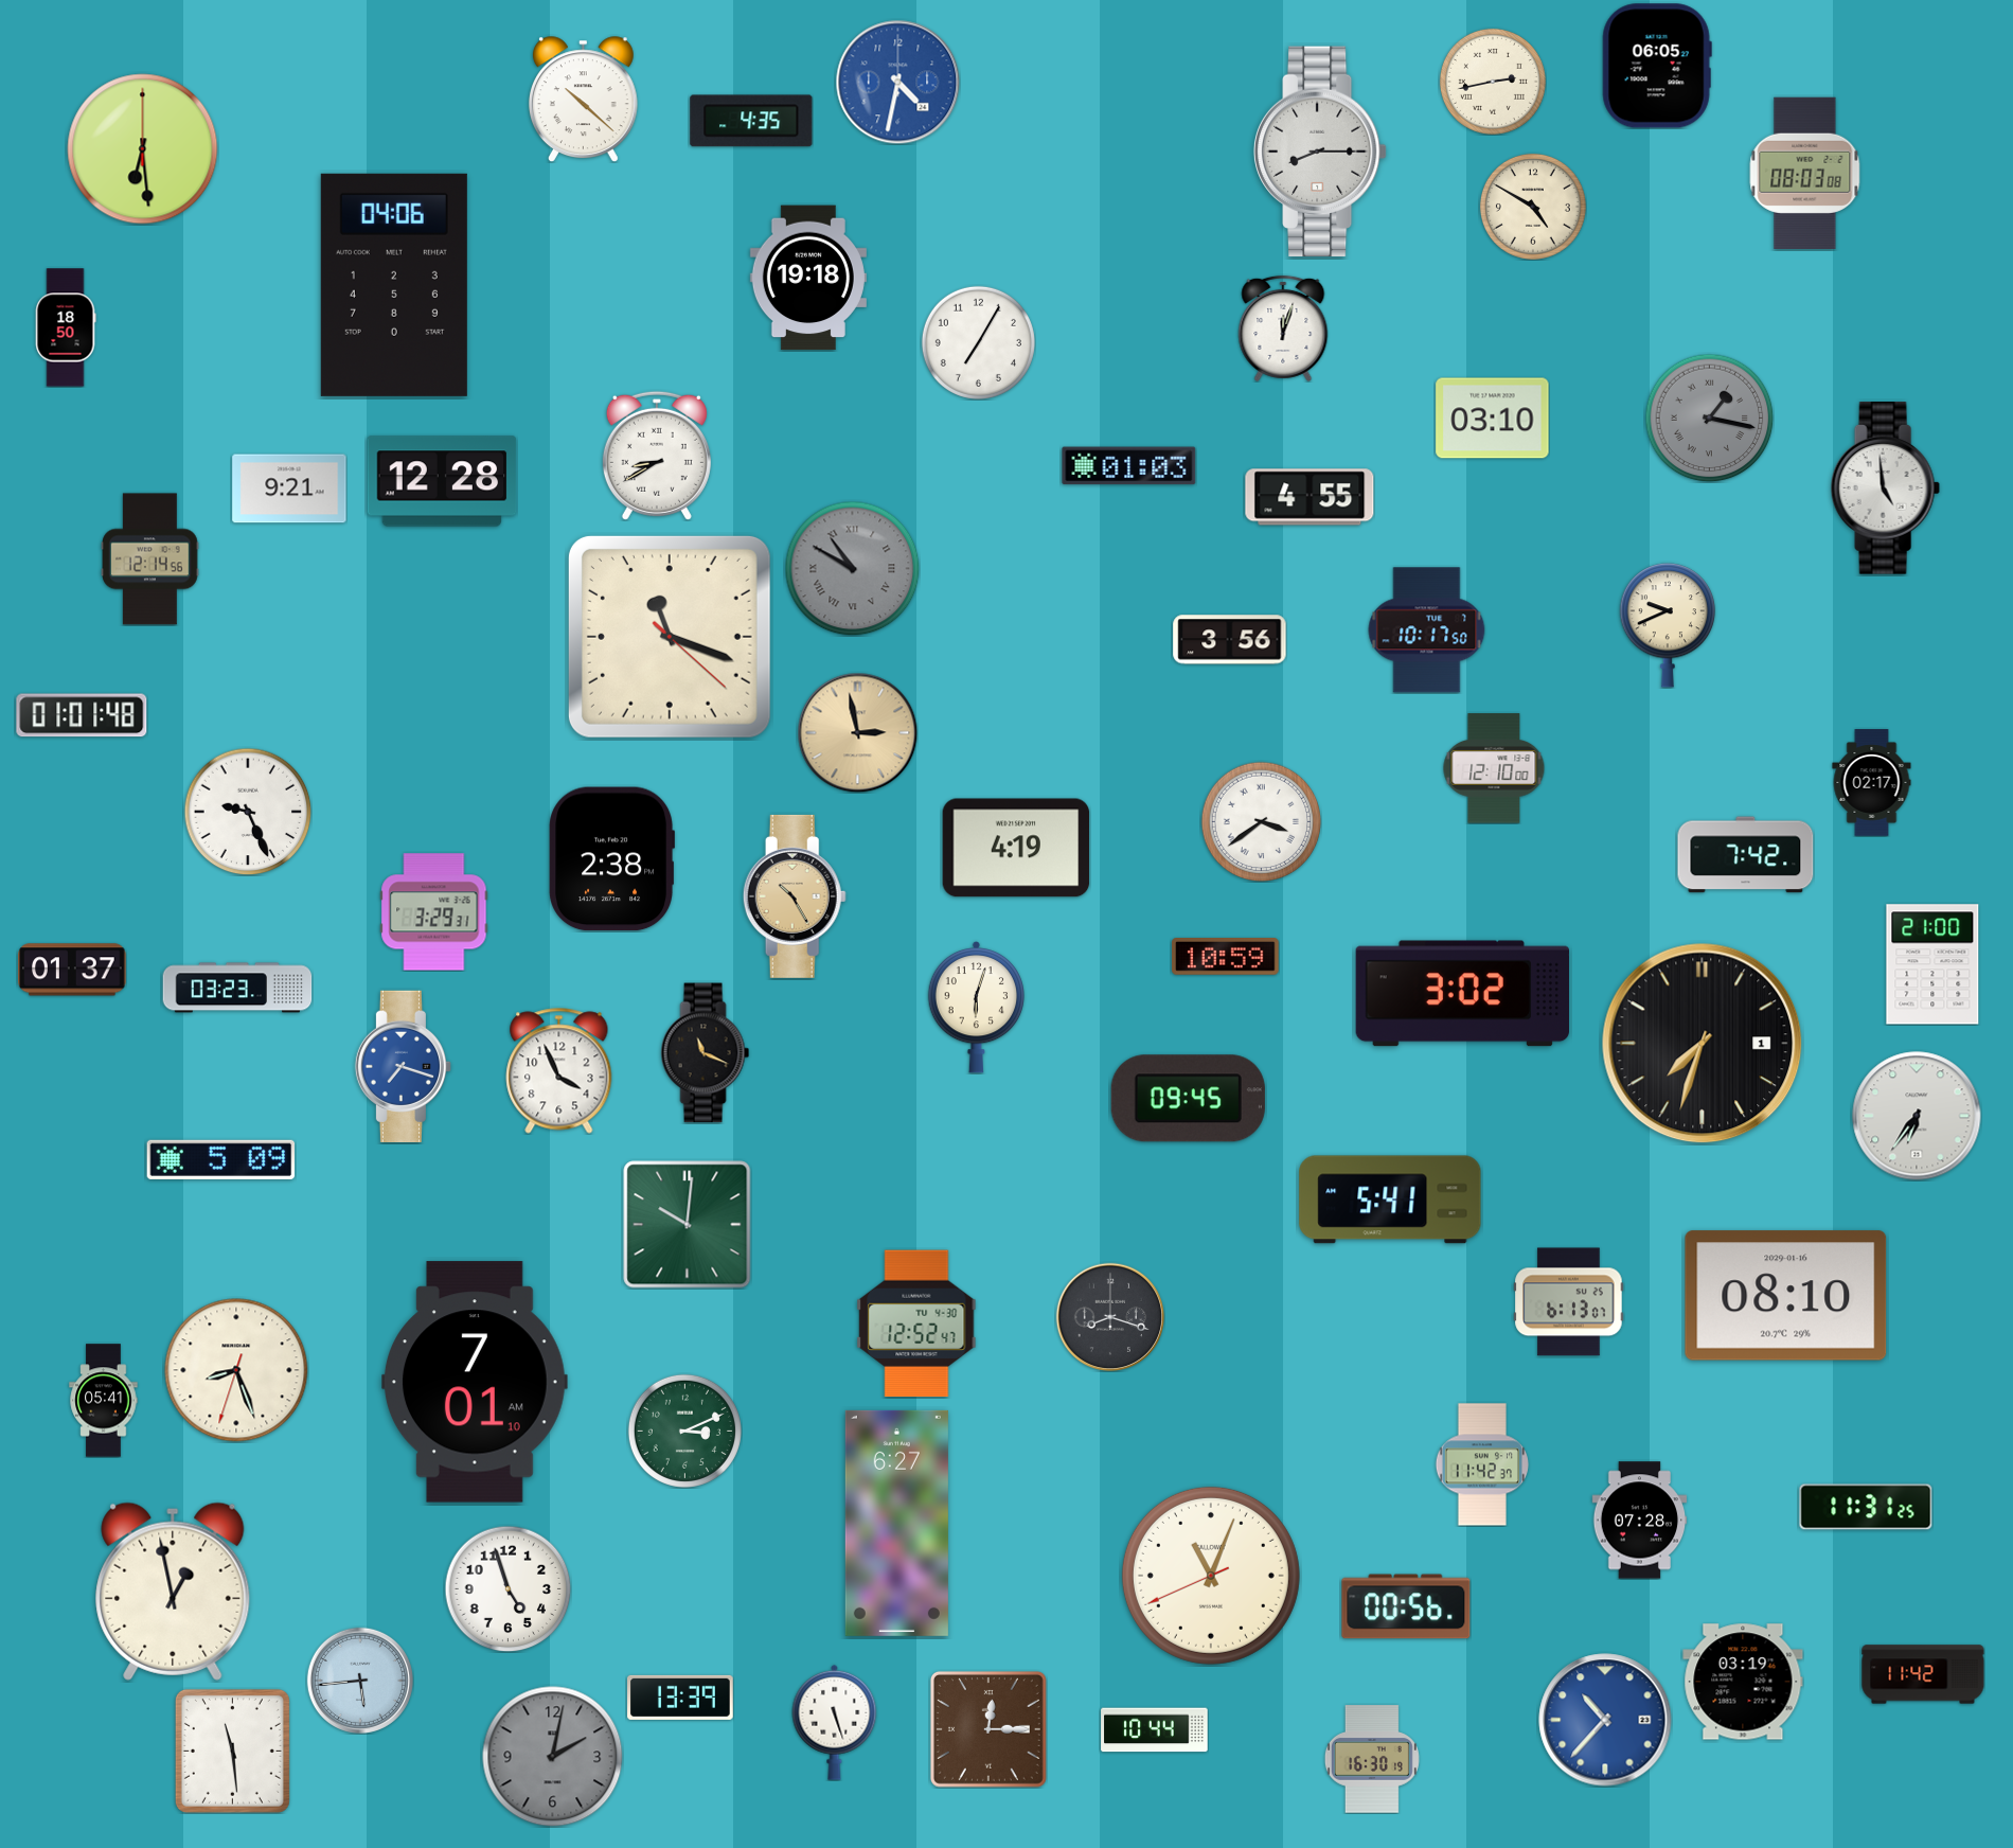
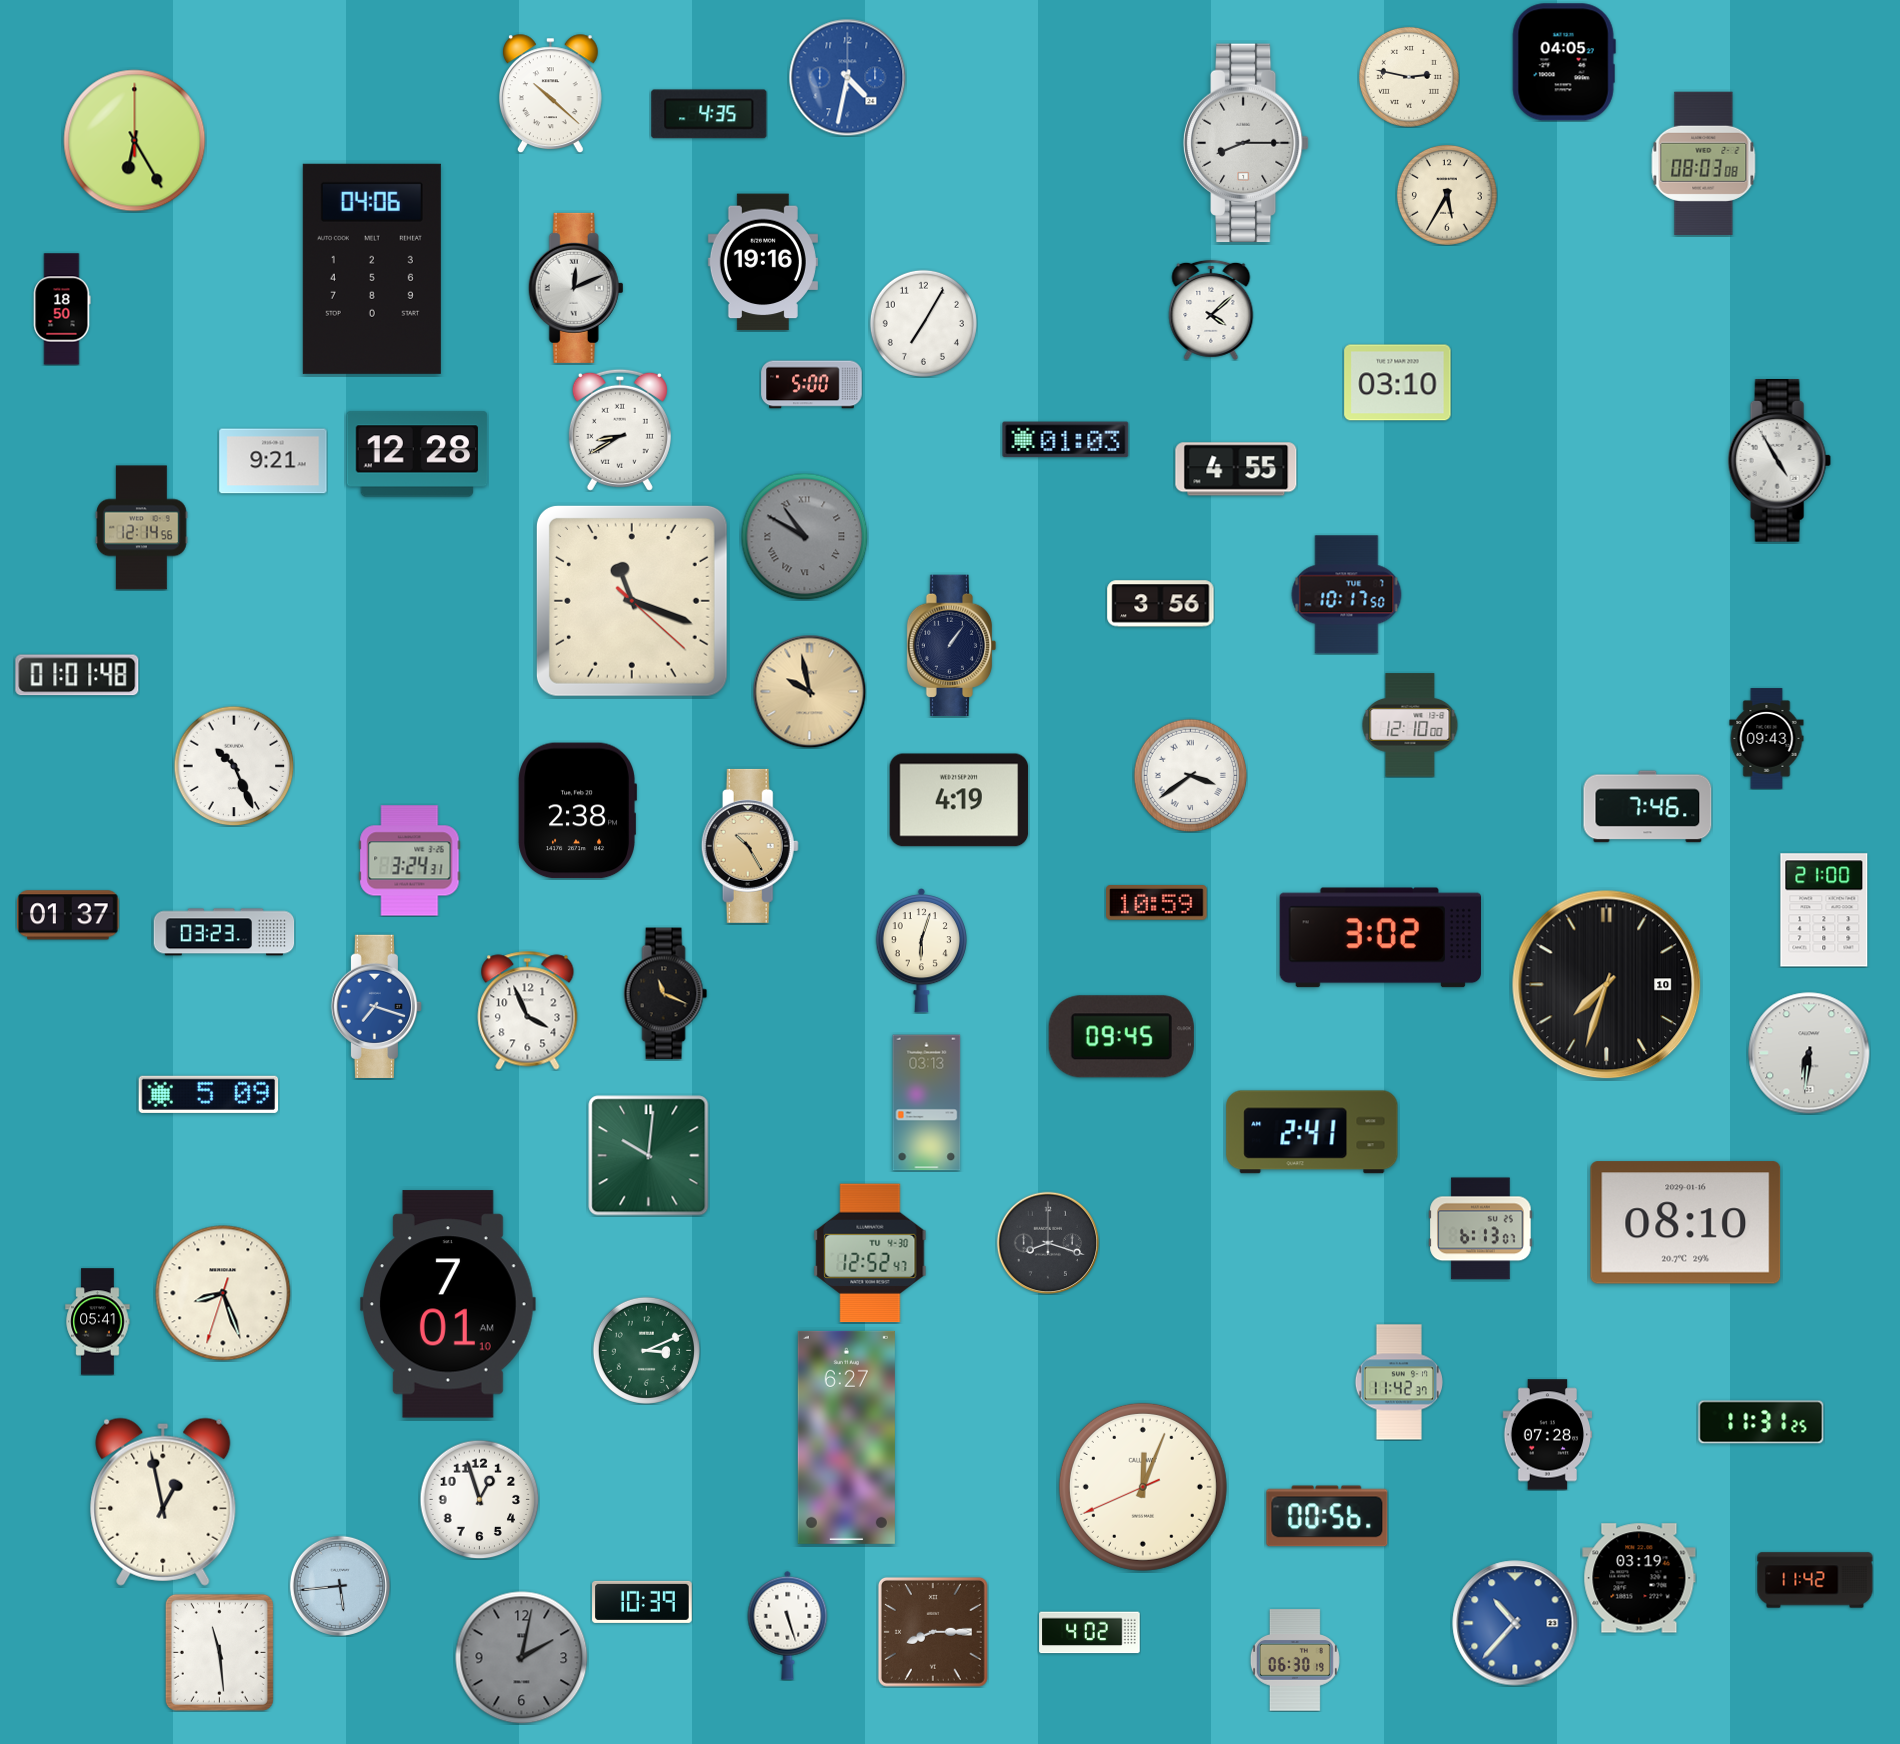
clock at (1657, 66): 06:05 -> 04:05
clock at (1493, 82): 2:43 -> 2:47
clock at (143, 149): 6:29 -> 6:25
clock at (1533, 207): 4:50 -> 5:35
clock at (808, 278): 19:18 -> 19:16
clock at (576, 288): none -> 12:11
clock at (1283, 328): 12:03 -> 4:08
clock at (812, 385): none -> 5:00
clock at (1709, 417): 1:17 -> none
clock at (1493, 419) position: (1493, 419) -> (1398, 383)
clock at (1885, 488): 4:59 -> 4:55
clock at (1668, 625): 9:41 -> none
clock at (952, 646): none -> 1:06
clock at (857, 732): 2:58 -> 9:58
clock at (1872, 783): 02:17 -> 09:43
clock at (248, 812): 9:26 -> 10:26
clock at (1746, 855): 7:42 -> 7:46
clock at (434, 912): 3:29 -> 3:24
clock at (1703, 1044) date: 1 -> 10
clock at (403, 1066) position: (403, 1066) -> (376, 1006)
clock at (1917, 1116): 6:36 -> 6:31
clock at (927, 1103): none -> 03:13
clock at (1390, 1200): 5:41 -> 2:41
clock at (916, 1323) position: (916, 1323) -> (870, 1253)
clock at (1211, 1576): 11:03 -> 12:03
clock at (507, 1588): 4:57 -> 12:57
clock at (1743, 1682) position: (1743, 1682) -> (1639, 1578)
clock at (680, 1698): 13:39 -> 10:39
clock at (988, 1729): 12:15 -> 8:15
clock at (1155, 1730): 10:44 -> 4:02
clock at (1372, 1759): 16:30 -> 06:30
